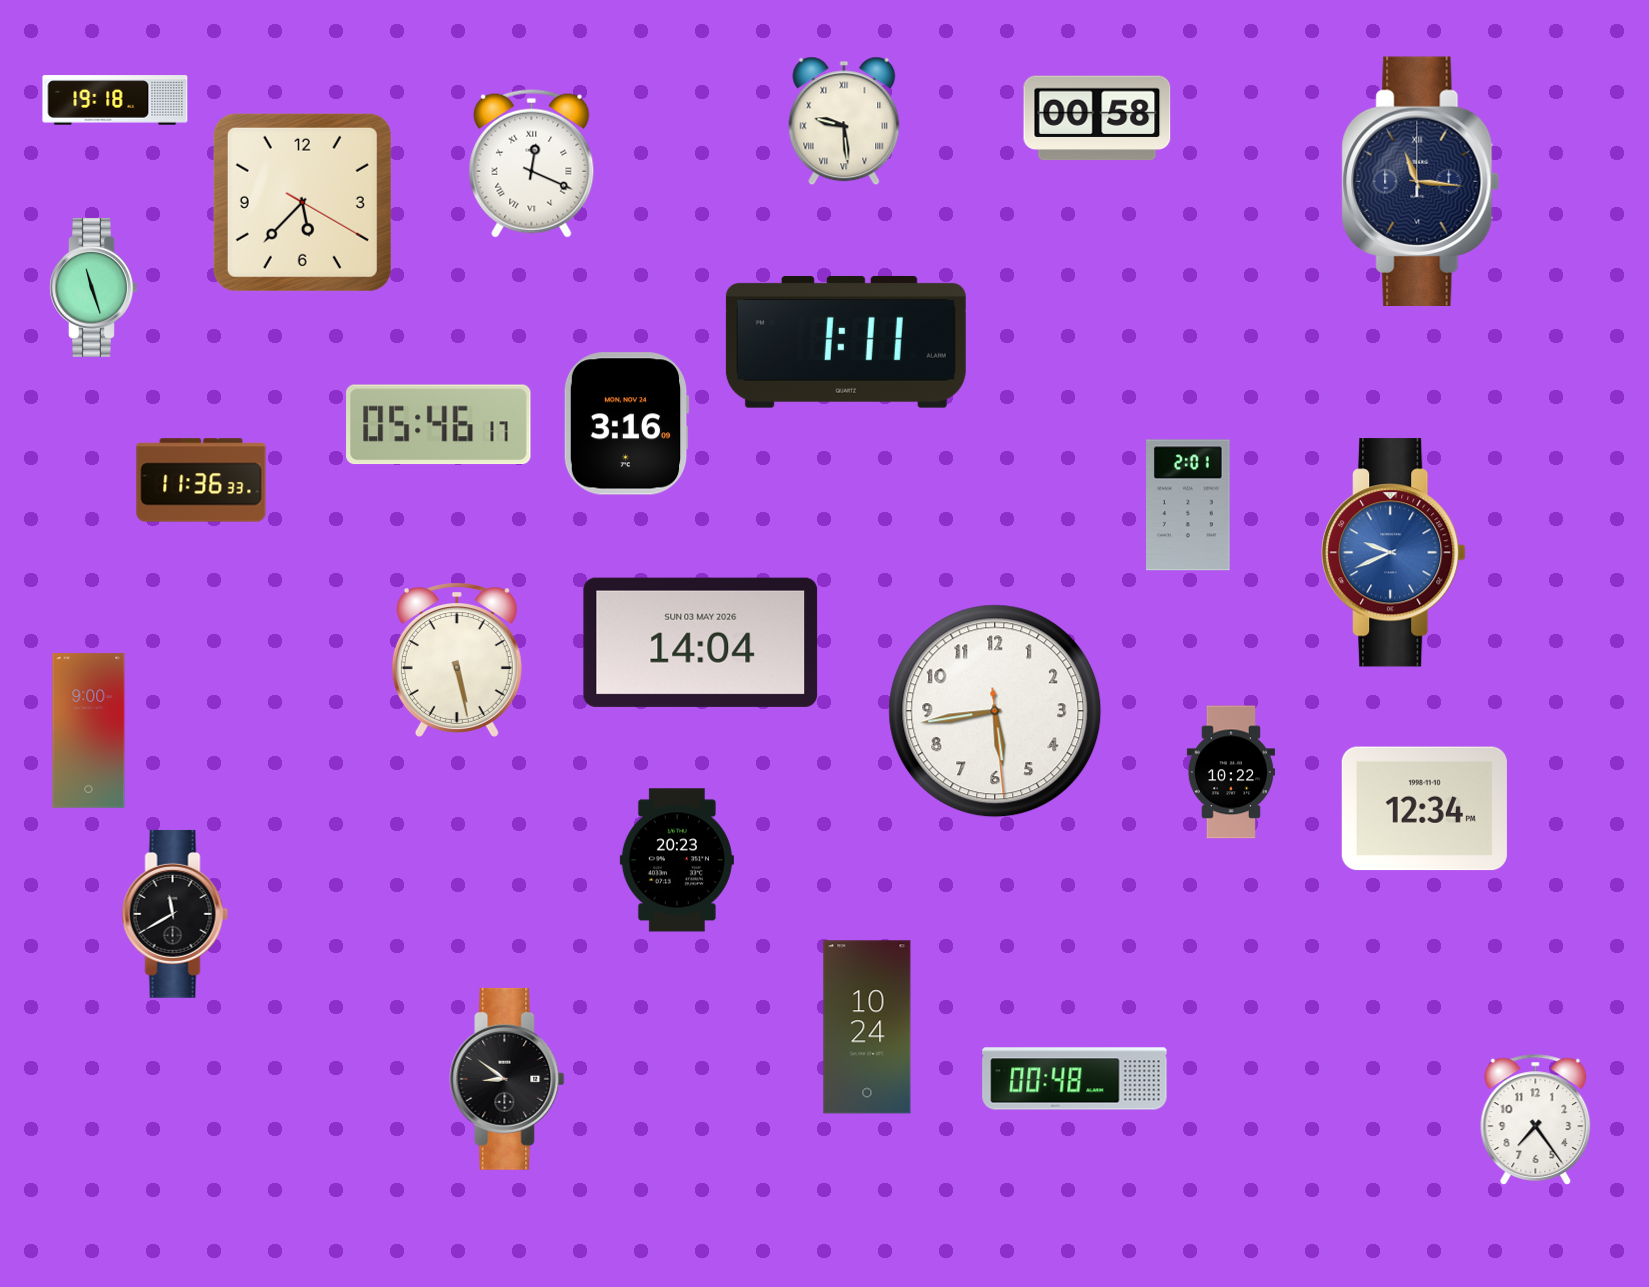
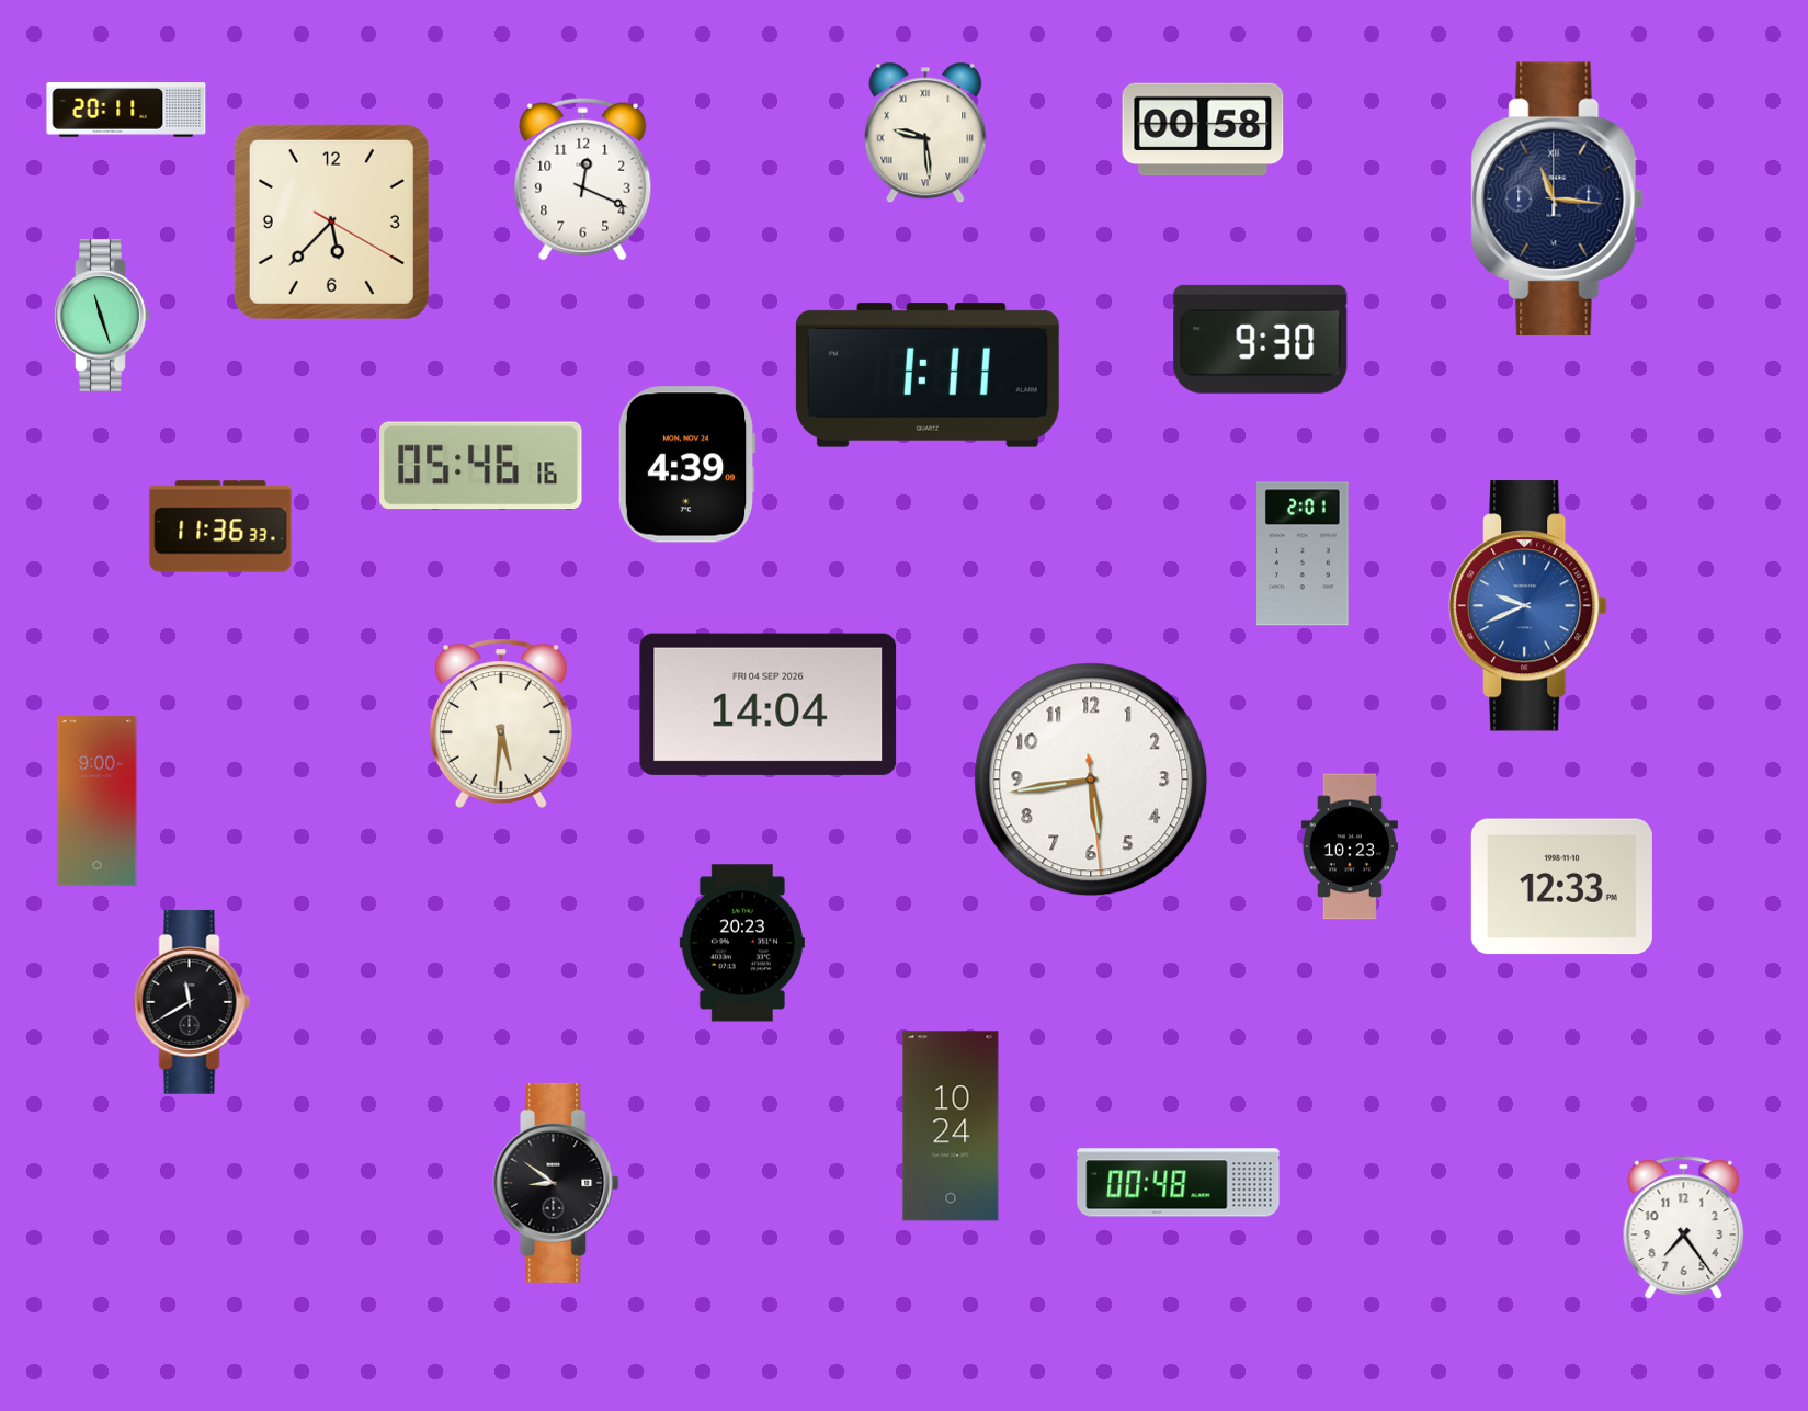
clock at (115, 100): 19:18 -> 20:11
clock at (532, 163) numerals: Roman -> Arabic
clock at (1261, 339): none -> 9:30
clock at (626, 424): 3:16 -> 4:39
clock at (439, 425): 05:46:17 -> 05:46:16
clock at (701, 642) date: SUN 03 MAY 2026 -> FRI 04 SEP 2026
clock at (457, 660): 5:28 -> 5:31
clock at (1231, 772): 10:22 -> 10:23
clock at (1424, 809): 12:34 -> 12:33
